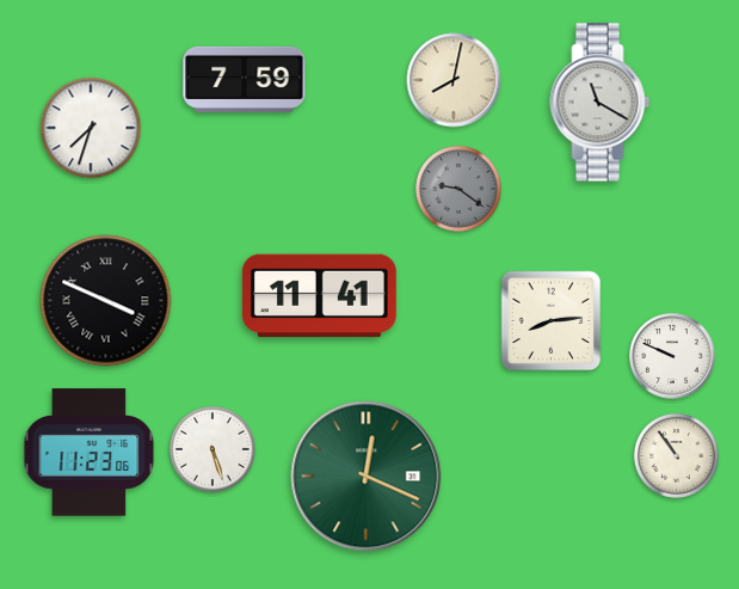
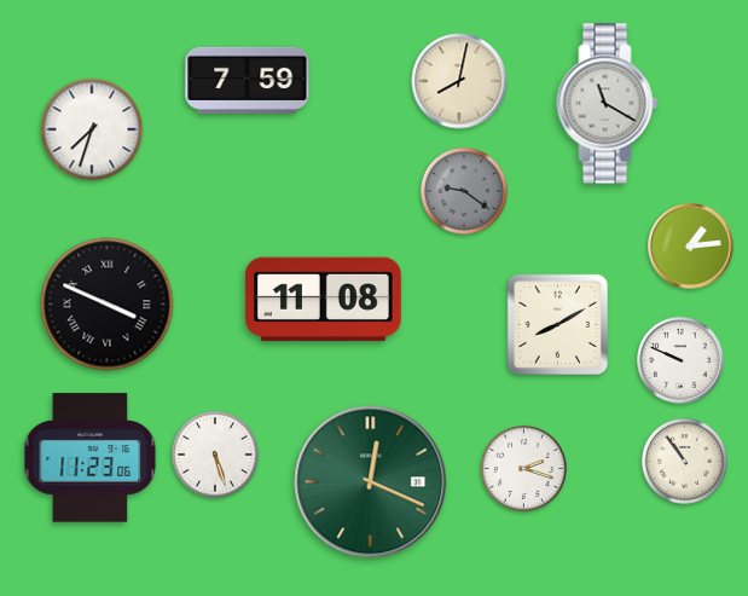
clock at (691, 247): none -> 1:14
clock at (319, 296): 11:41 -> 11:08
clock at (552, 321): 8:14 -> 8:10
clock at (523, 468): none -> 2:18
